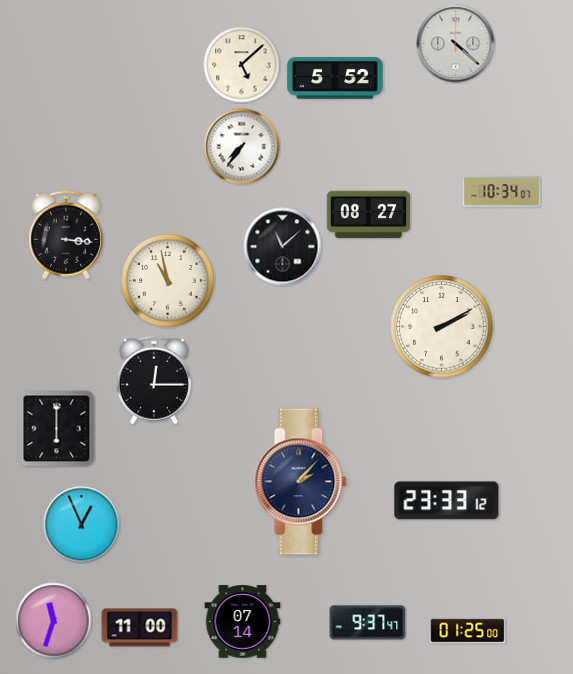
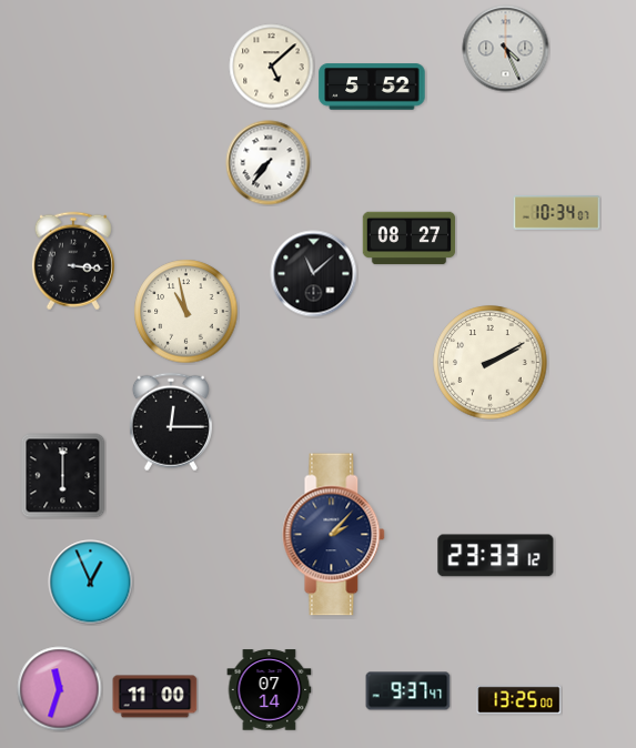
clock at (456, 44): 4:22 -> 4:26
clock at (242, 65) position: (242, 65) -> (272, 67)
clock at (468, 631): 01:25 -> 13:25
